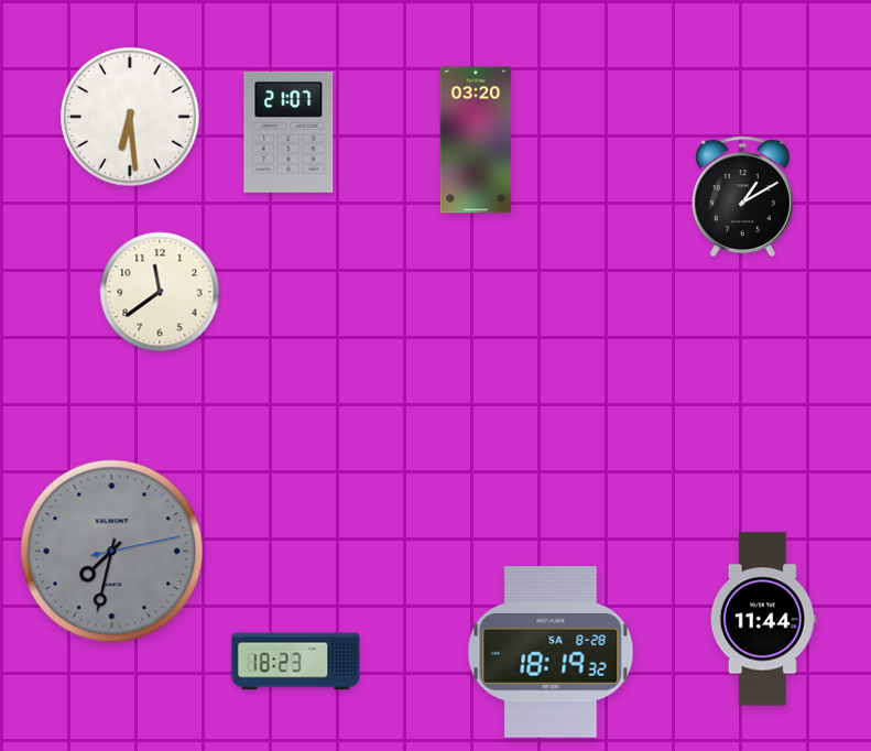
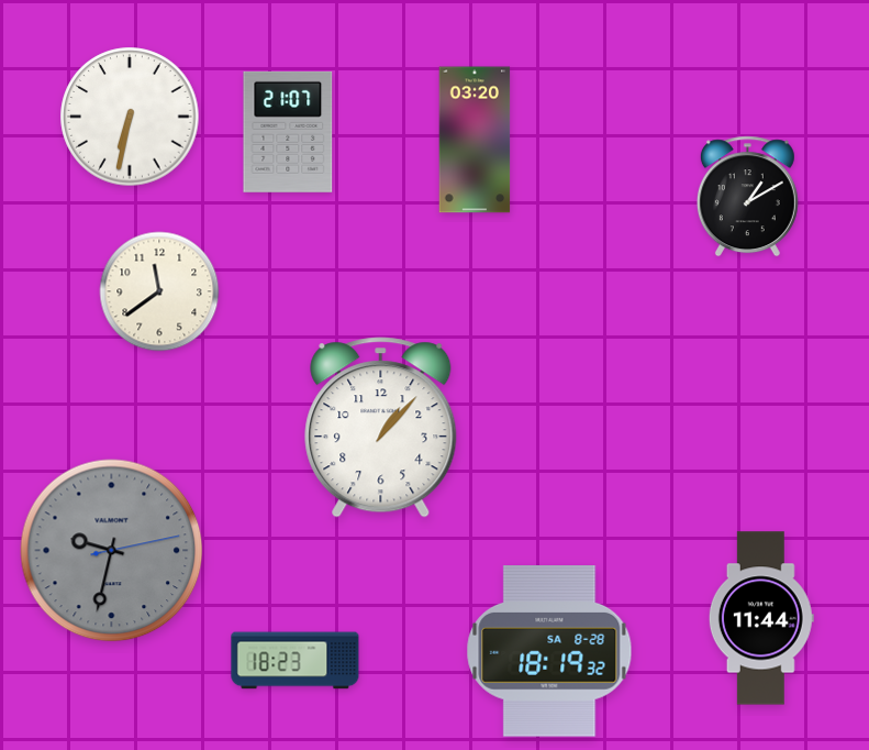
clock at (130, 117): 6:29 -> 6:32
clock at (742, 197) position: (742, 197) -> (747, 197)
clock at (381, 428): none -> 1:07
clock at (112, 552): 7:32 -> 9:32
